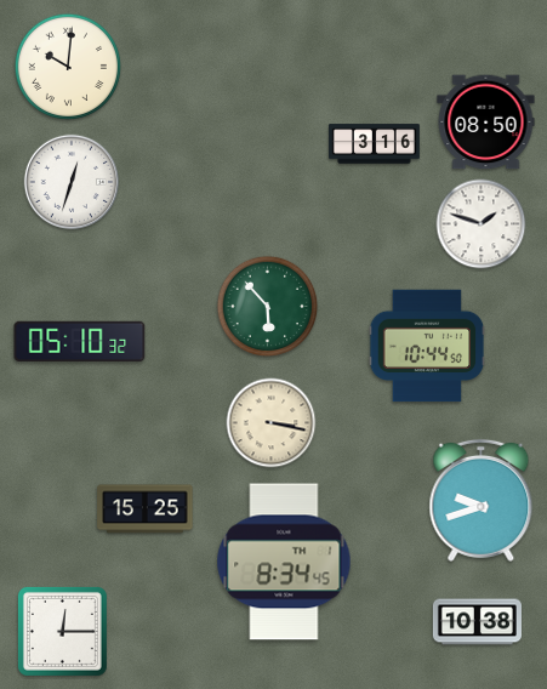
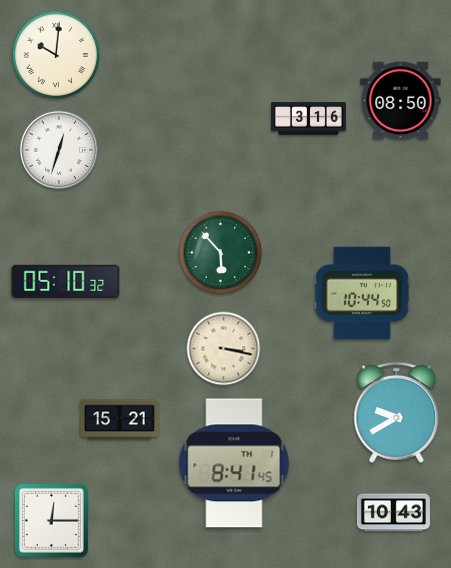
clock at (482, 224): 1:48 -> none
clock at (427, 346) position: (427, 346) -> (362, 293)
clock at (482, 500): 9:42 -> 9:40
clock at (146, 509): 15:25 -> 15:21
clock at (284, 562): 8:34 -> 8:41
clock at (477, 622): 10:38 -> 10:43
